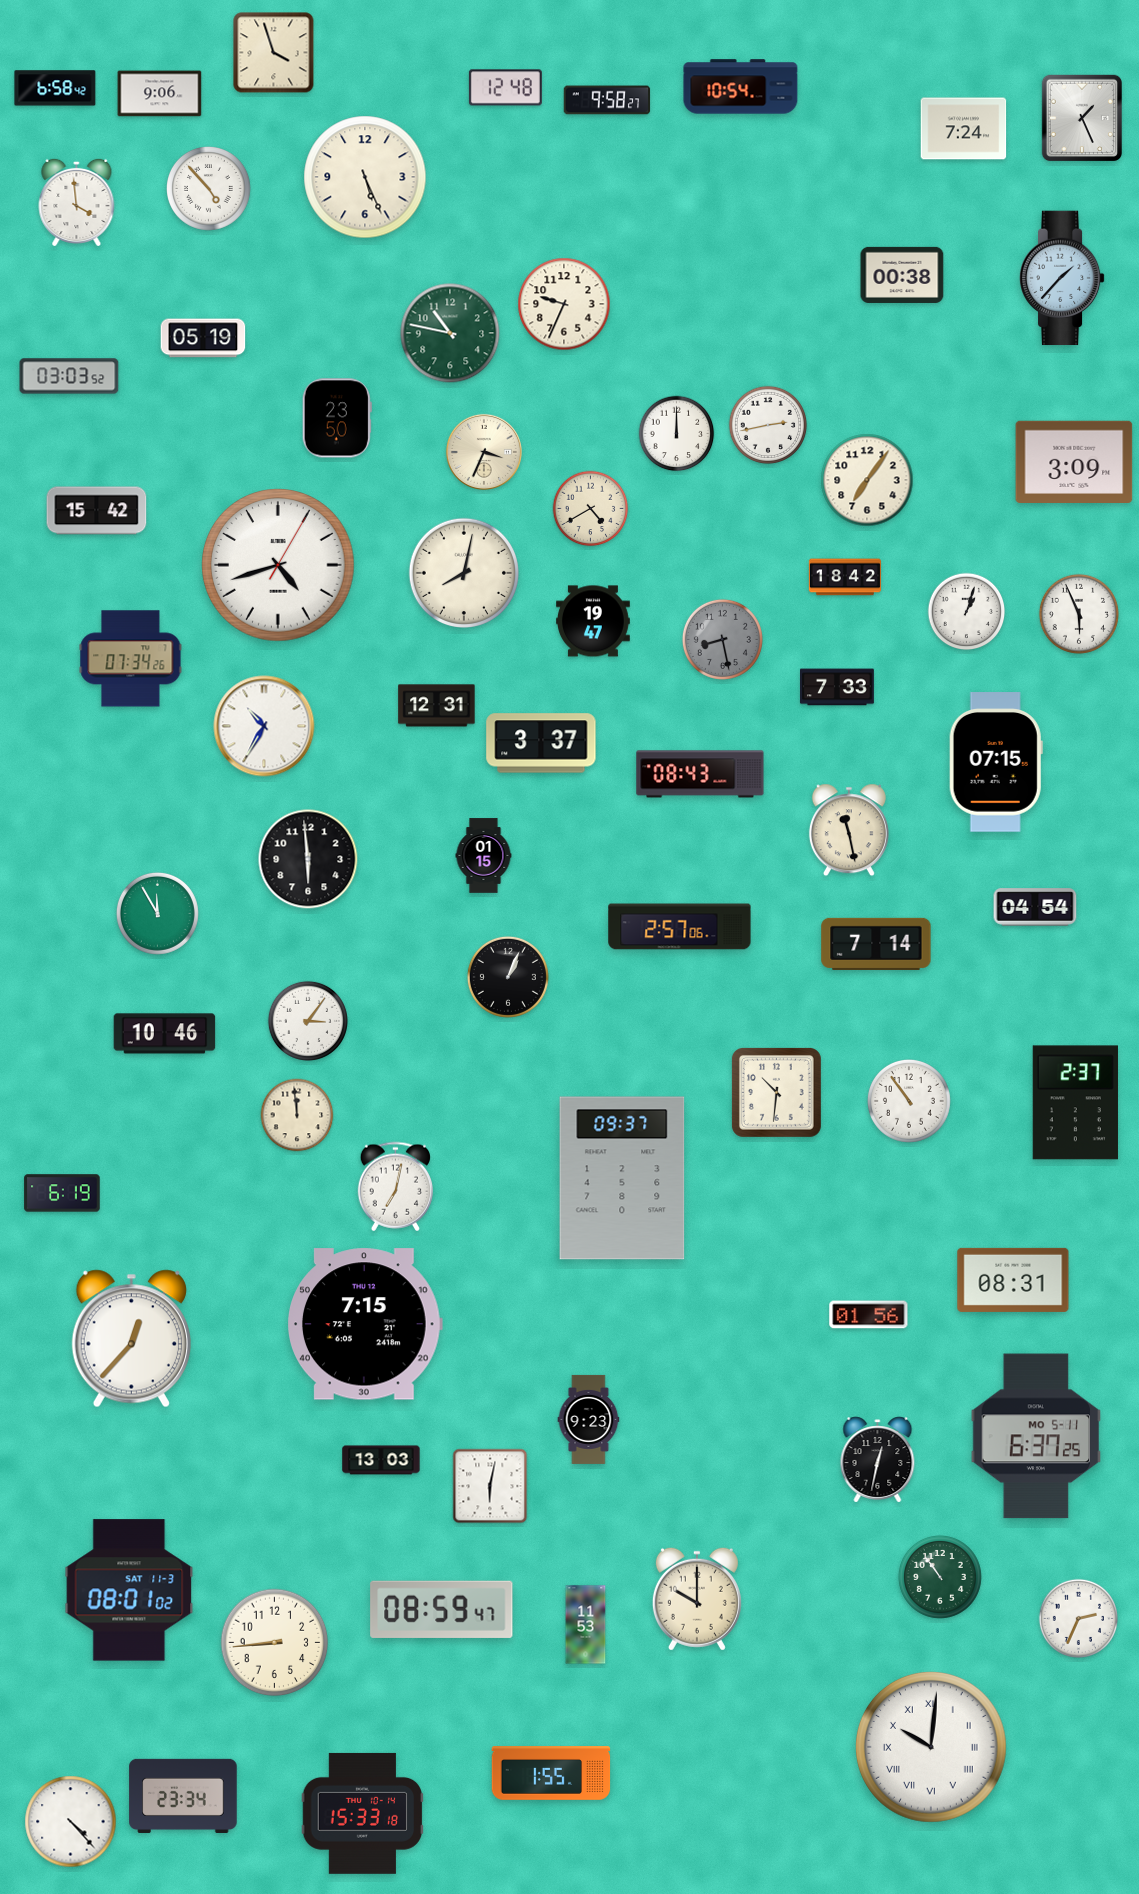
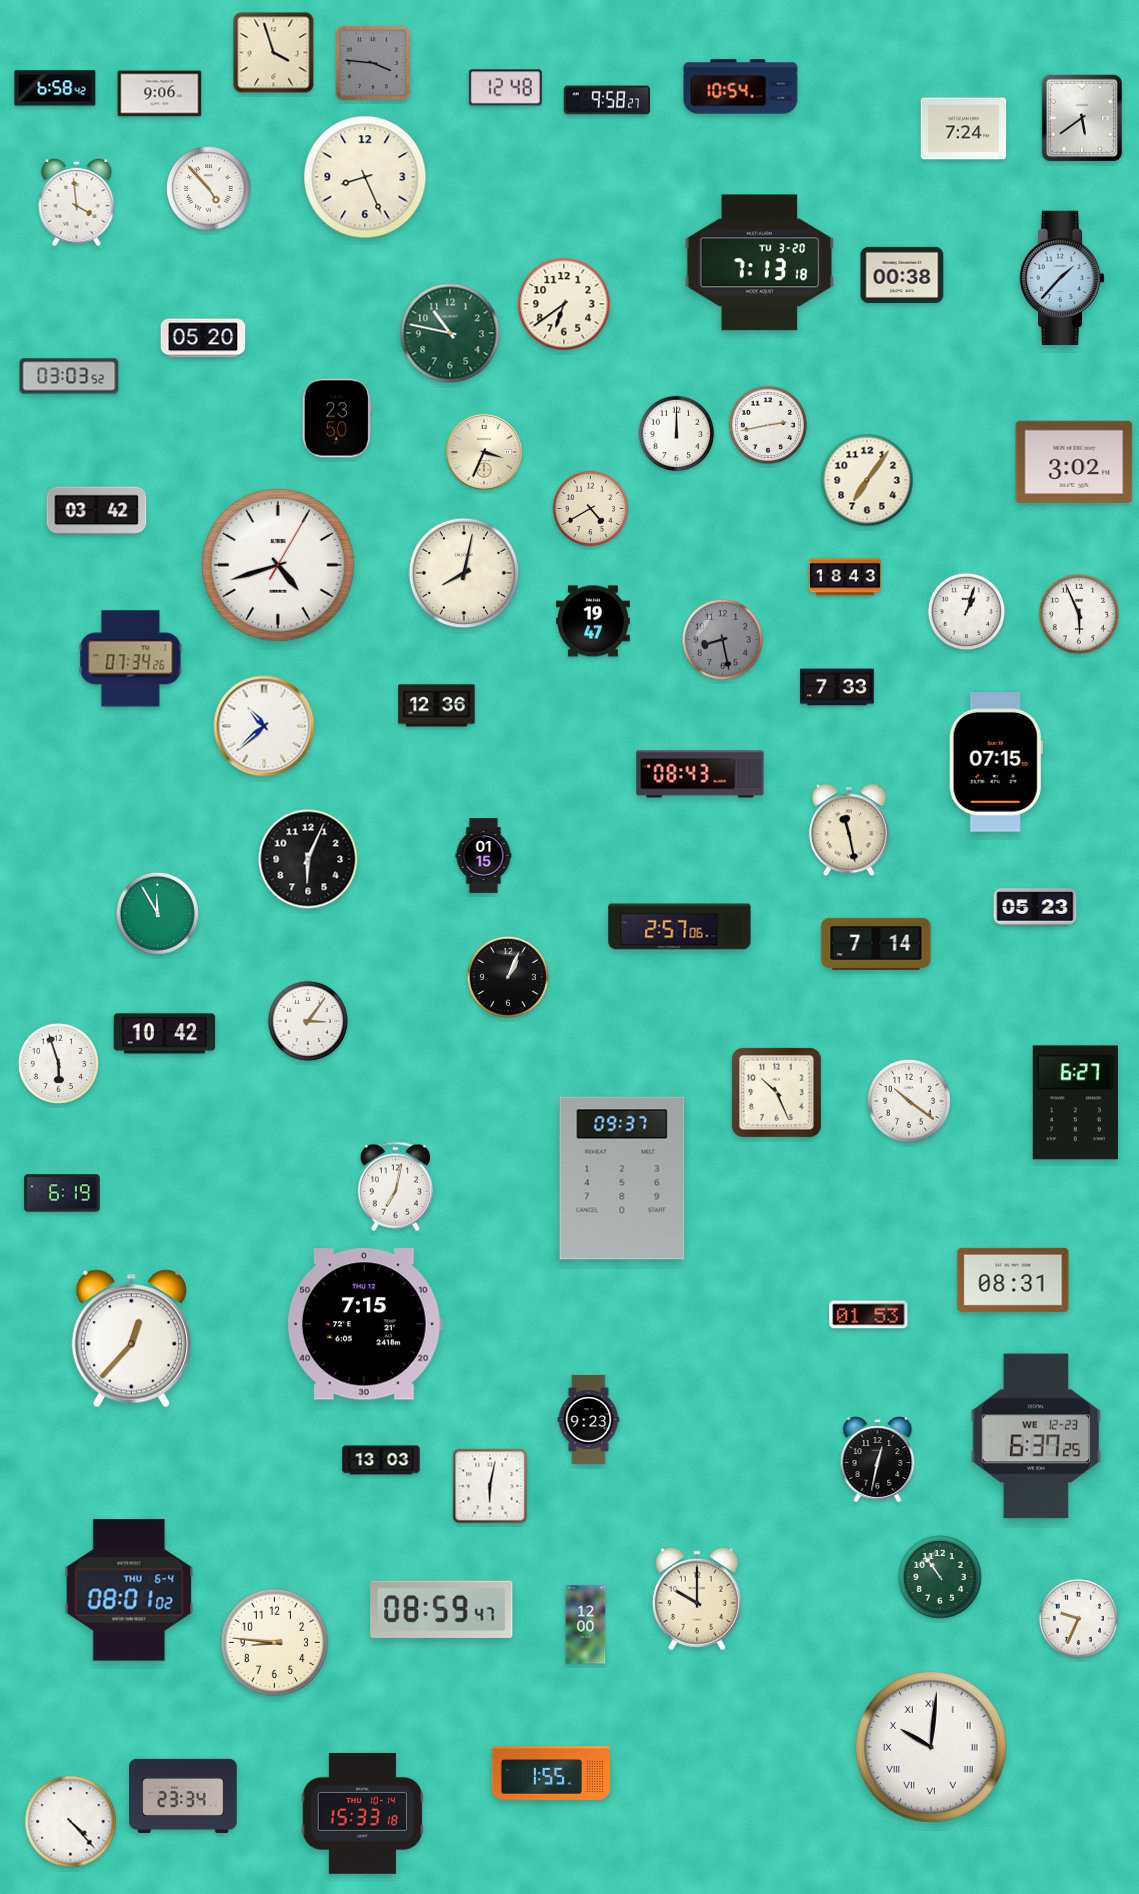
clock at (373, 63): none -> 3:46
clock at (1081, 117): 1:26 -> 5:39
clock at (365, 177): 5:26 -> 8:26
clock at (760, 263): none -> 7:13
clock at (564, 304): 9:34 -> 6:39
clock at (203, 338): 05:19 -> 05:20
clock at (1074, 461): 3:09 -> 3:02
clock at (97, 511): 15:42 -> 03:42
clock at (845, 577): 18:42 -> 18:43
clock at (437, 706): 12:31 -> 12:36
clock at (264, 726): 10:35 -> 10:38
clock at (541, 743): 3:37 -> none
clock at (308, 859): 5:59 -> 6:04
clock at (1035, 907): 04:54 -> 05:23
clock at (165, 1034): 10:46 -> 10:42
clock at (58, 1063): none -> 5:57
clock at (776, 1092): 10:31 -> 10:26
clock at (909, 1101): 10:54 -> 10:21
clock at (1075, 1103): 2:37 -> 6:27
clock at (297, 1115): 11:59 -> none
clock at (869, 1315): 01:56 -> 01:53
clock at (1036, 1436) date: MO 5-11 -> WE 12-23
clock at (129, 1590) date: SAT 11-3 -> THU 6-4
clock at (1078, 1618): 2:34 -> 9:34
clock at (586, 1625): 11:53 -> 12:00
clock at (275, 1643): 8:44 -> 8:46
